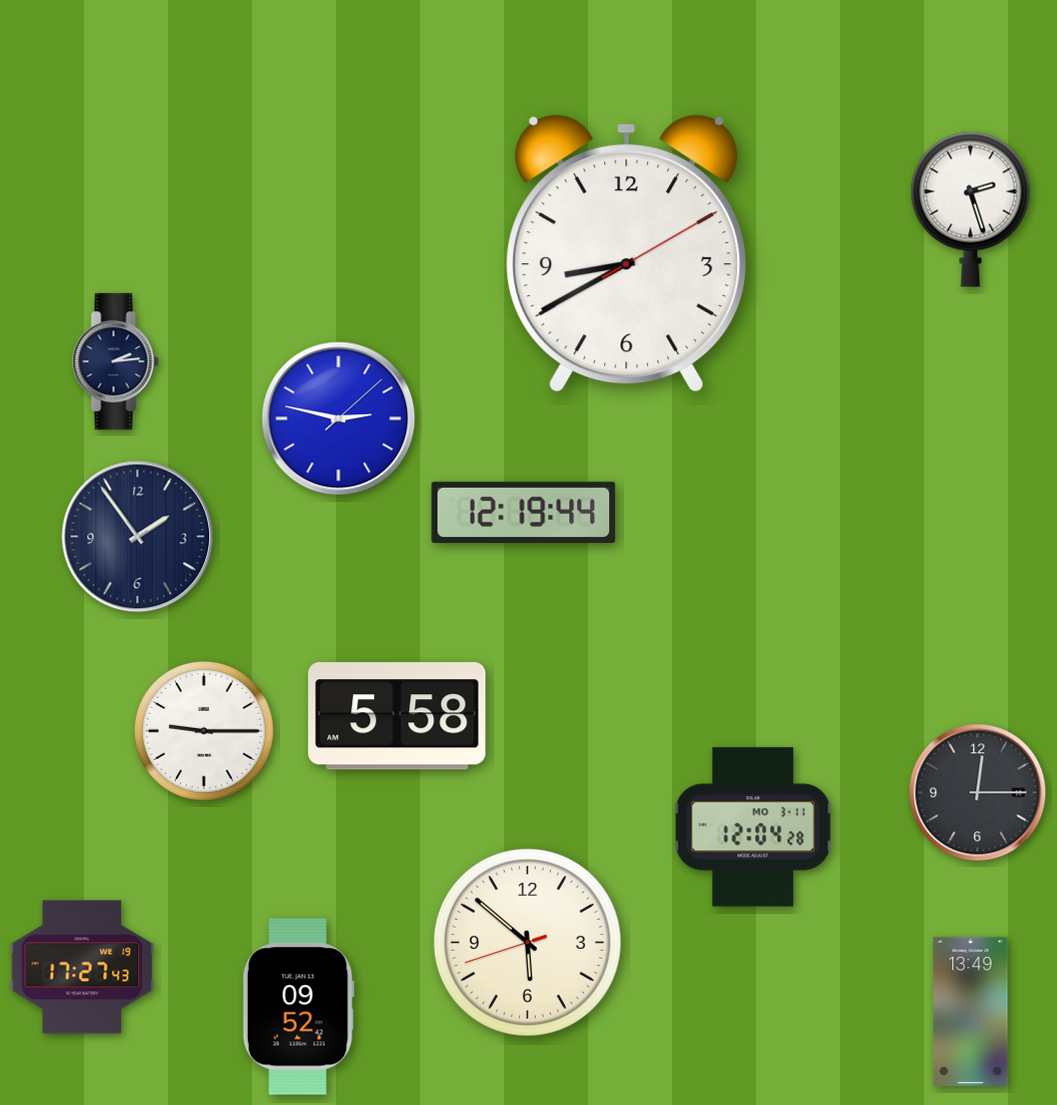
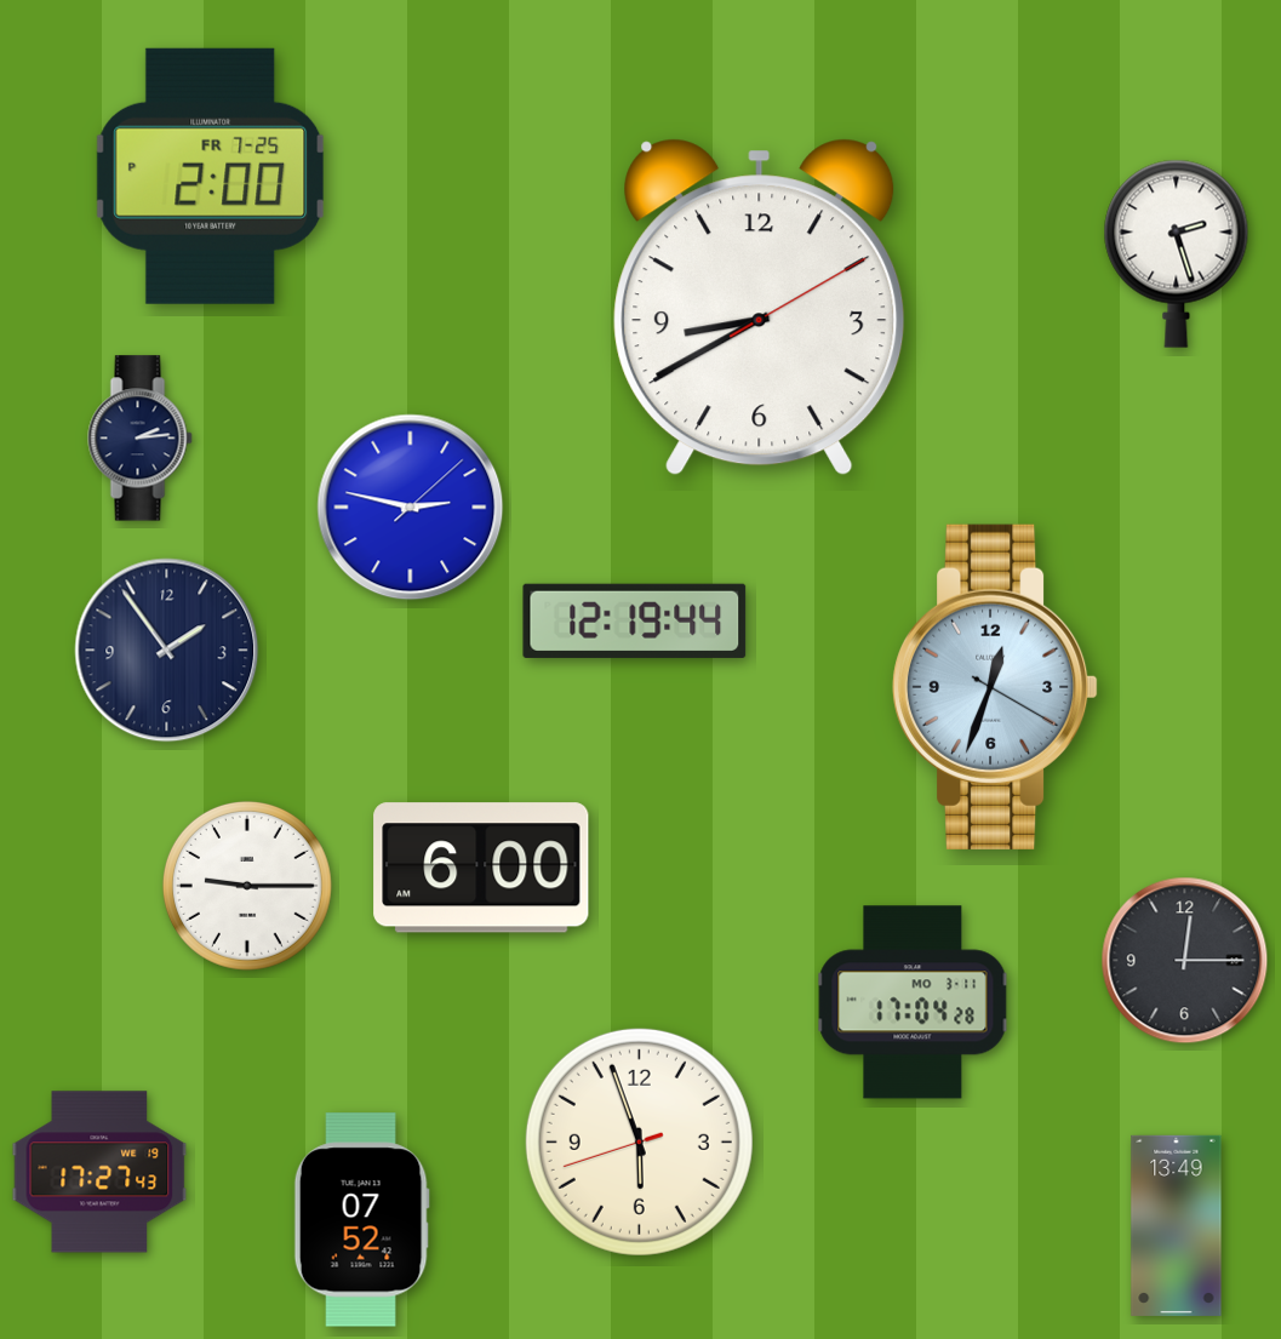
clock at (211, 176): none -> 2:00
clock at (996, 687): none -> 12:33
clock at (397, 716): 5:58 -> 6:00
clock at (753, 827): 12:04 -> 17:04
clock at (527, 942): 5:51 -> 5:56
clock at (298, 1007): 09:52 -> 07:52
